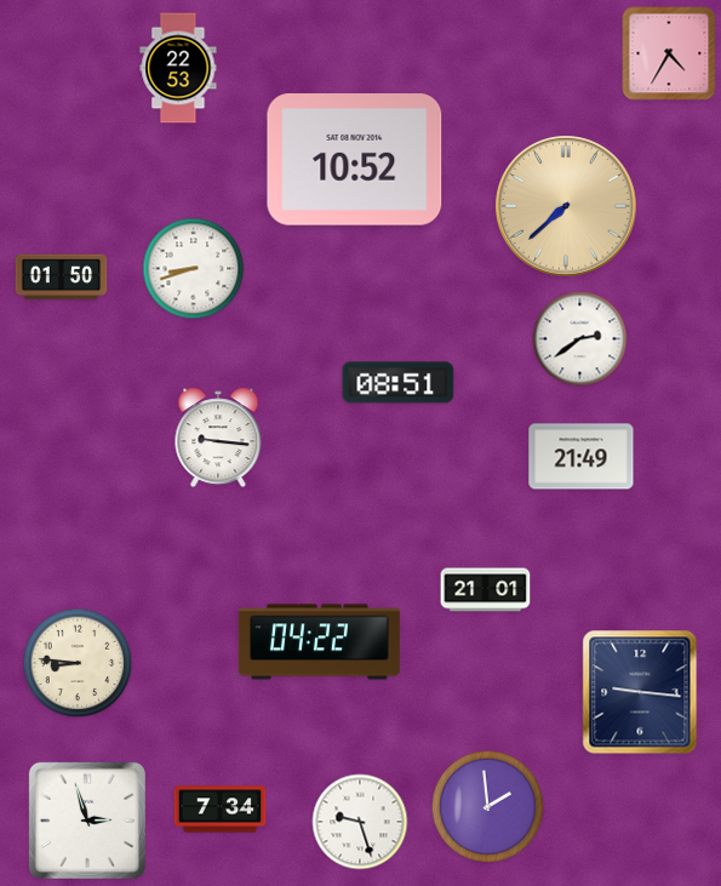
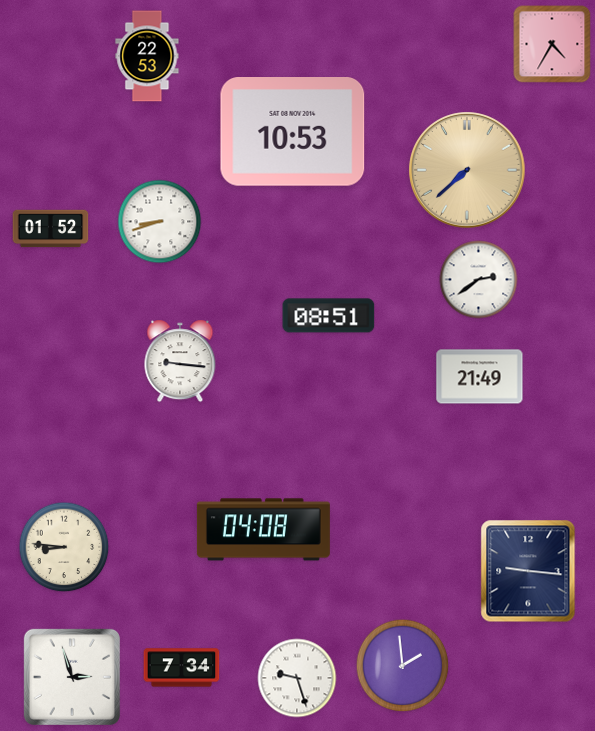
clock at (355, 160): 10:52 -> 10:53
clock at (62, 278): 01:50 -> 01:52
clock at (486, 590): 21:01 -> none
clock at (319, 642): 04:22 -> 04:08
